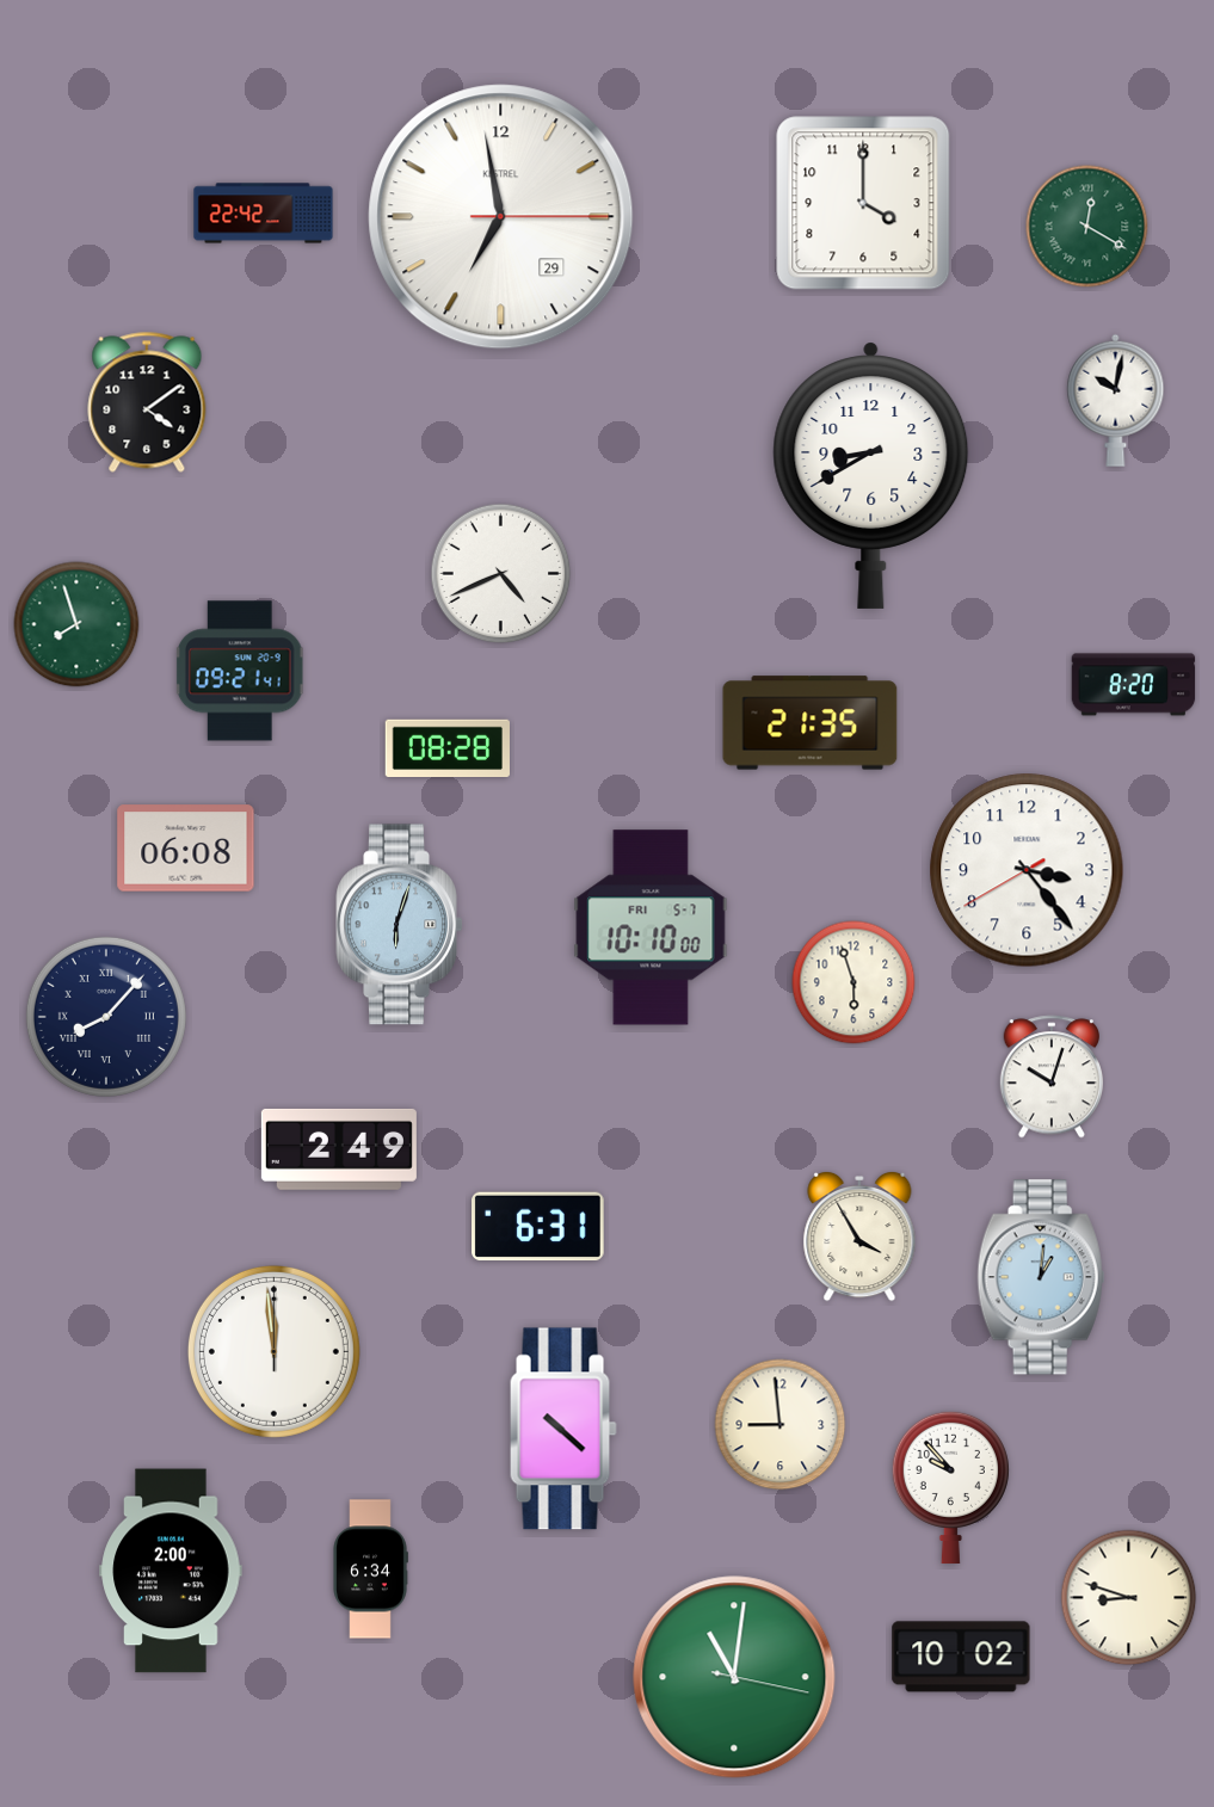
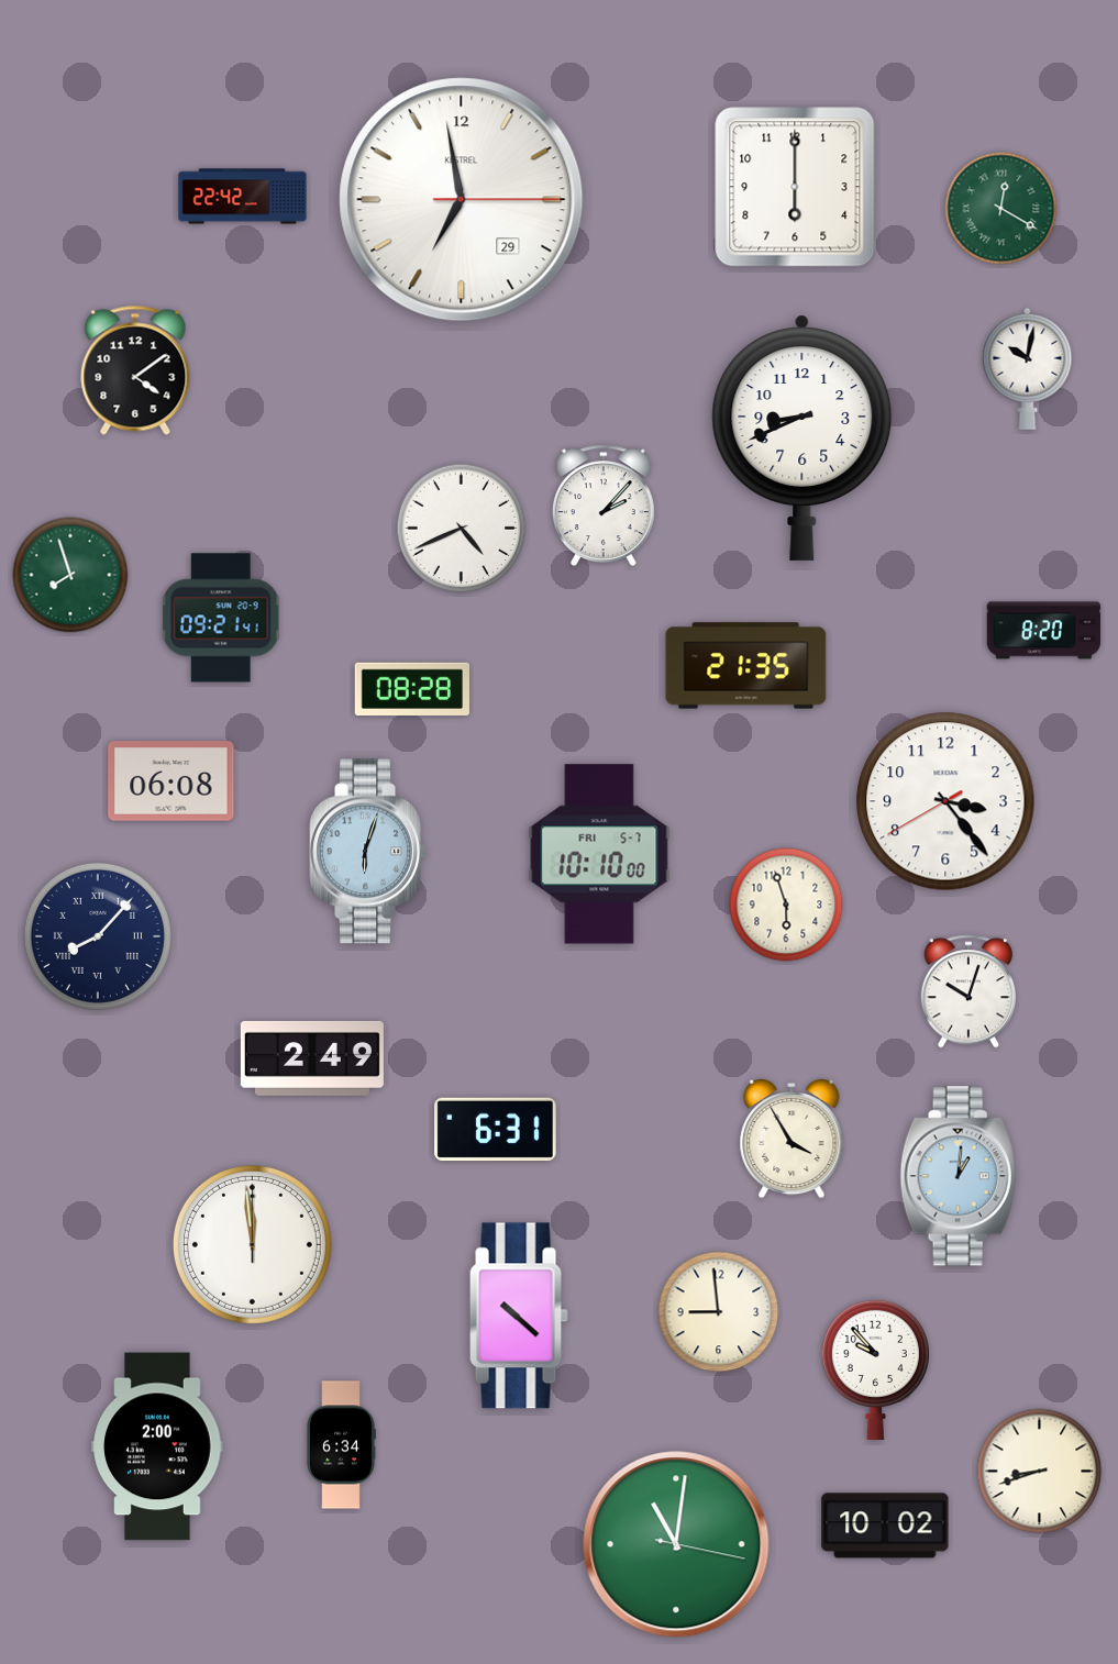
clock at (863, 203): 4:00 -> 6:00
clock at (871, 475): 8:40 -> 8:41
clock at (604, 506): none -> 2:07
clock at (1129, 1598): 8:48 -> 8:42
